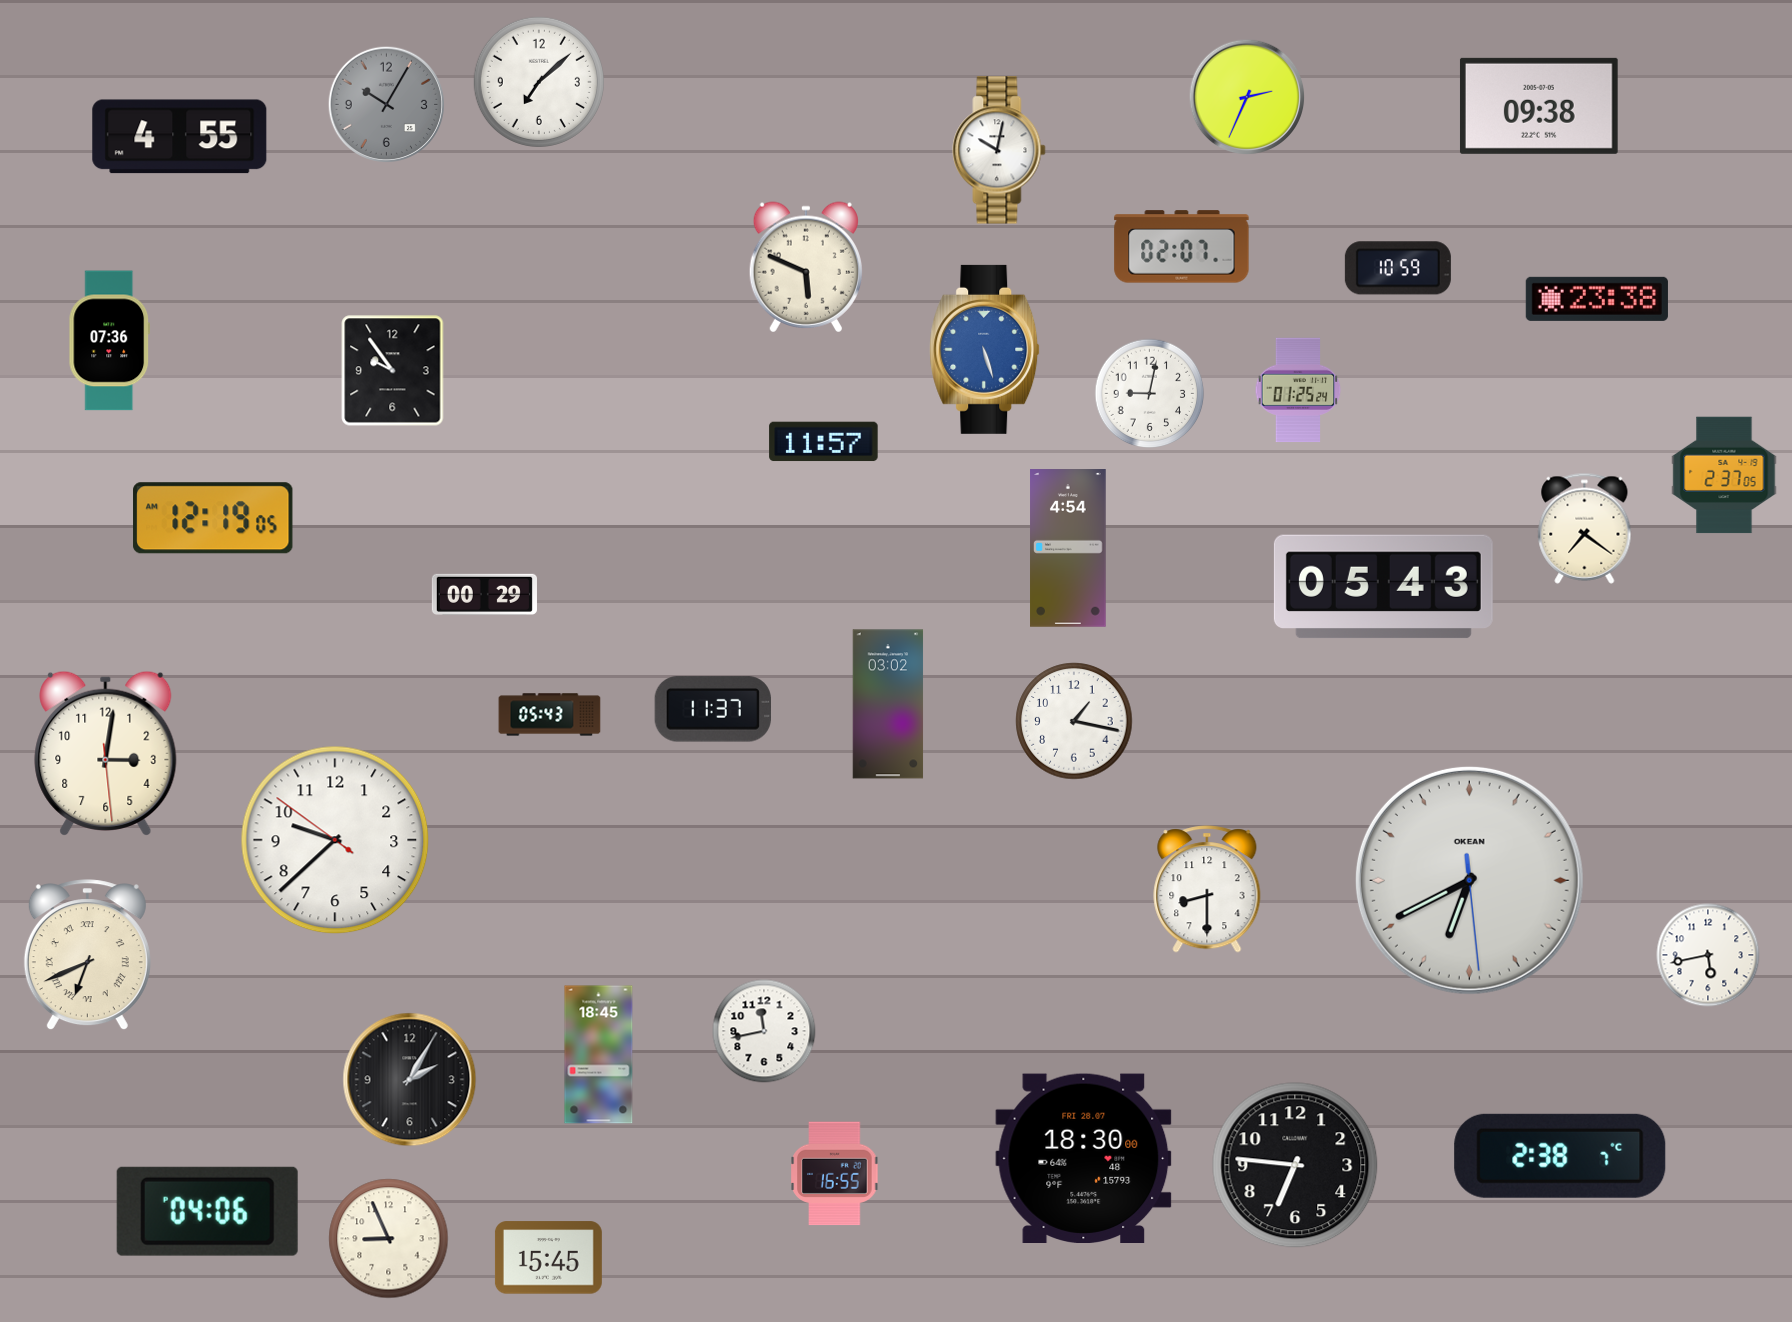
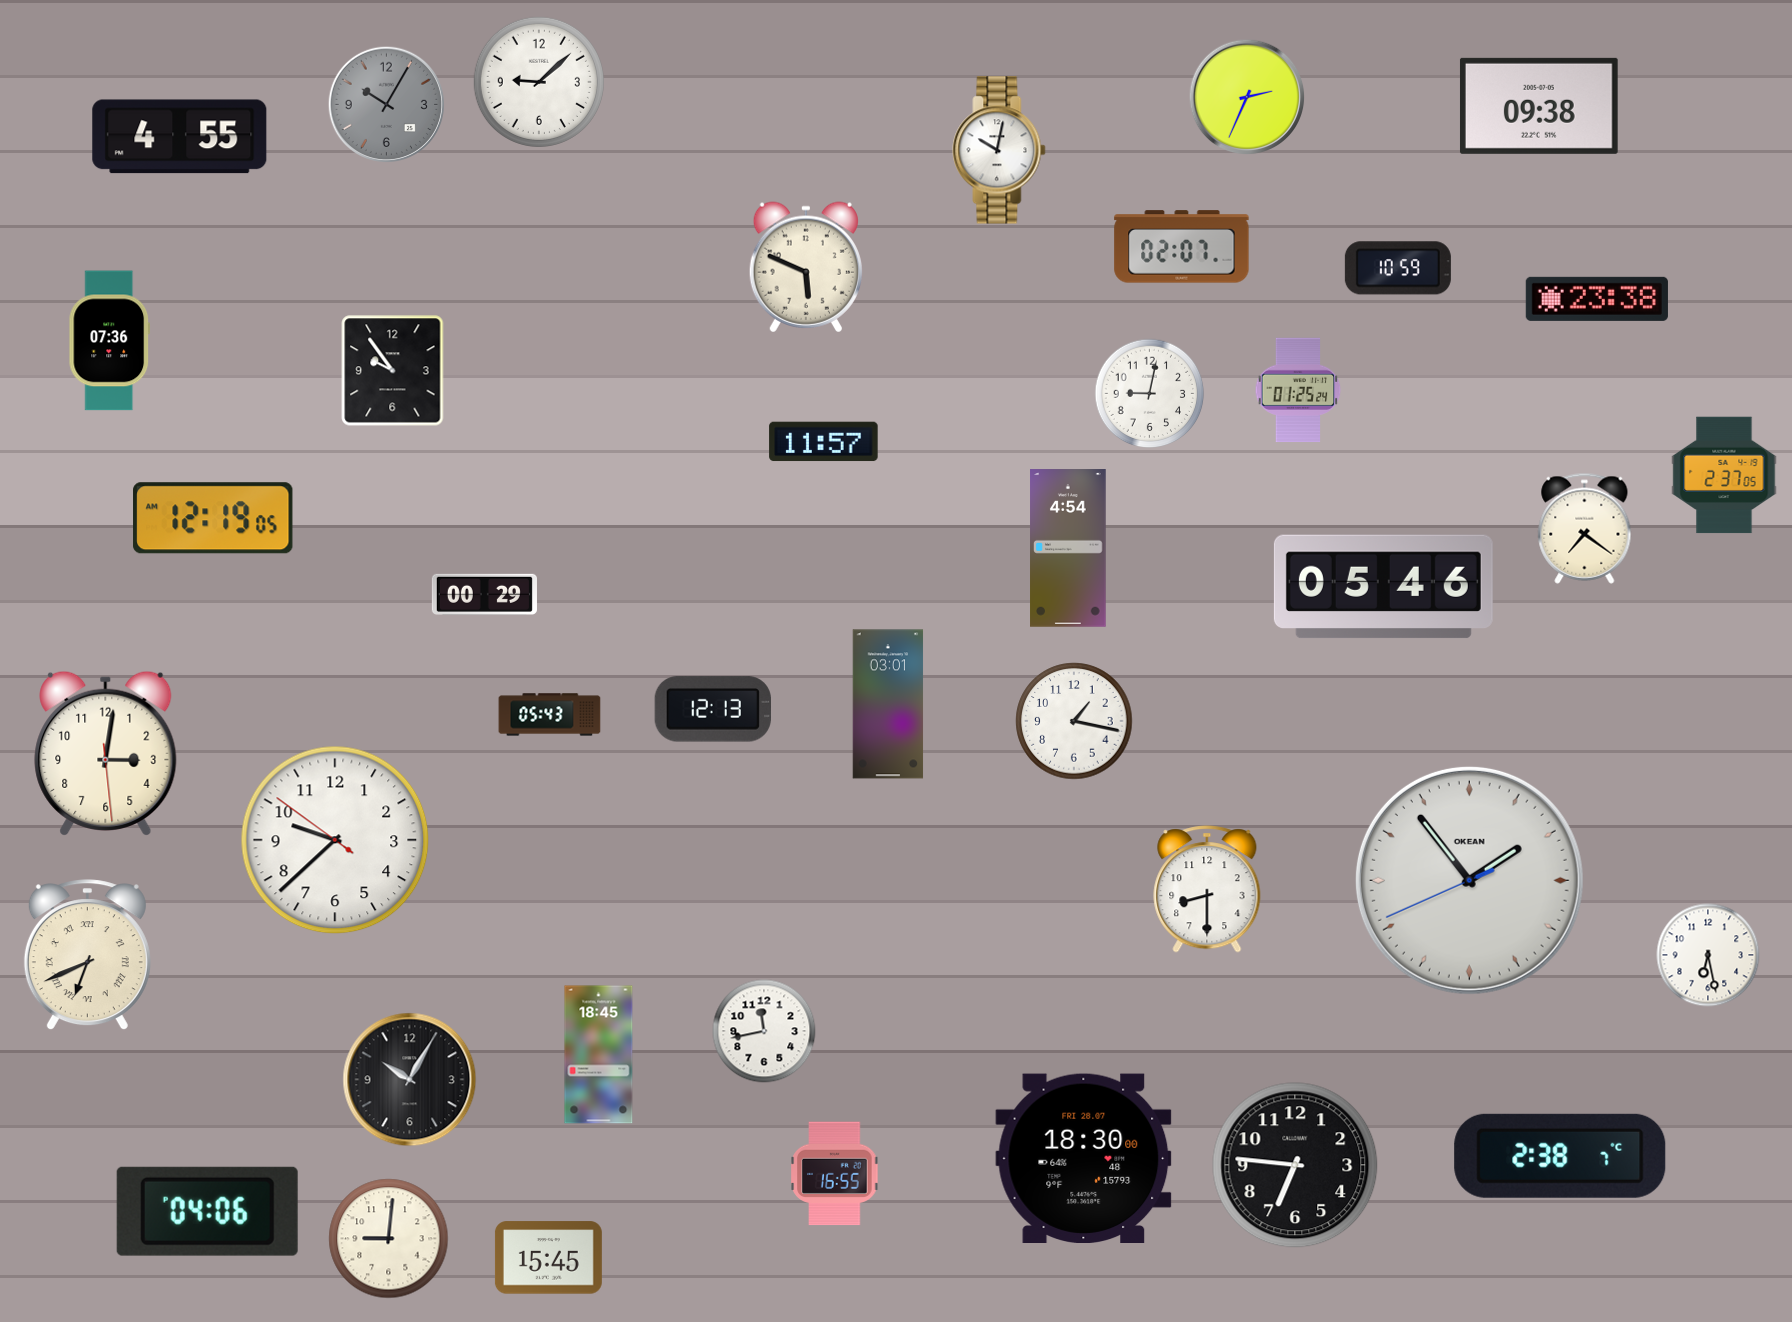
clock at (539, 82): 7:08 -> 9:08
clock at (985, 349): 5:27 -> none
clock at (1383, 587): 05:43 -> 05:46
clock at (888, 704): 03:02 -> 03:01
clock at (713, 709): 11:37 -> 12:13
clock at (1469, 880): 6:40 -> 1:53
clock at (1708, 955): 5:43 -> 6:28
clock at (410, 1080): 2:05 -> 10:05
clock at (389, 1239): 8:56 -> 9:01
